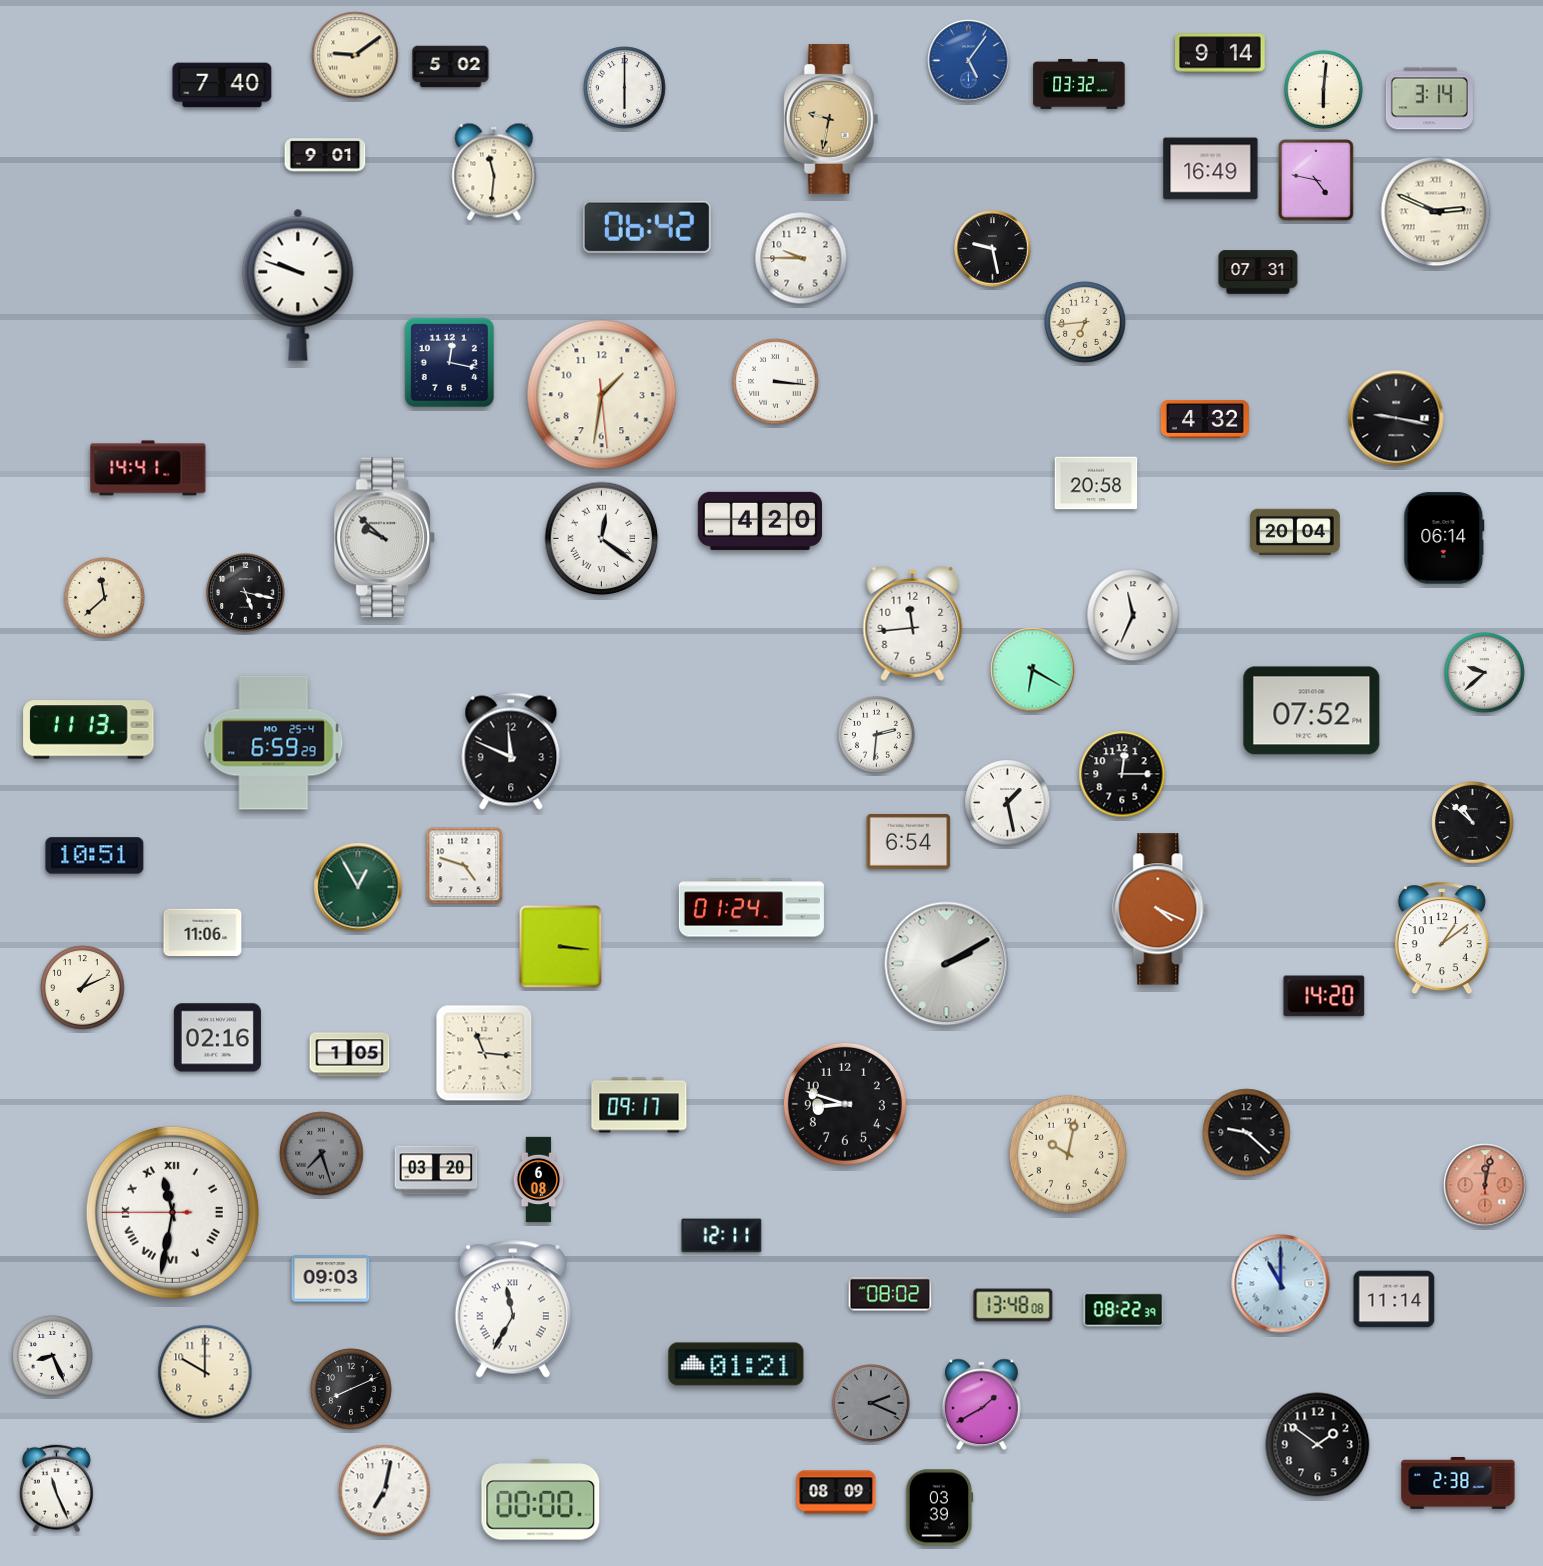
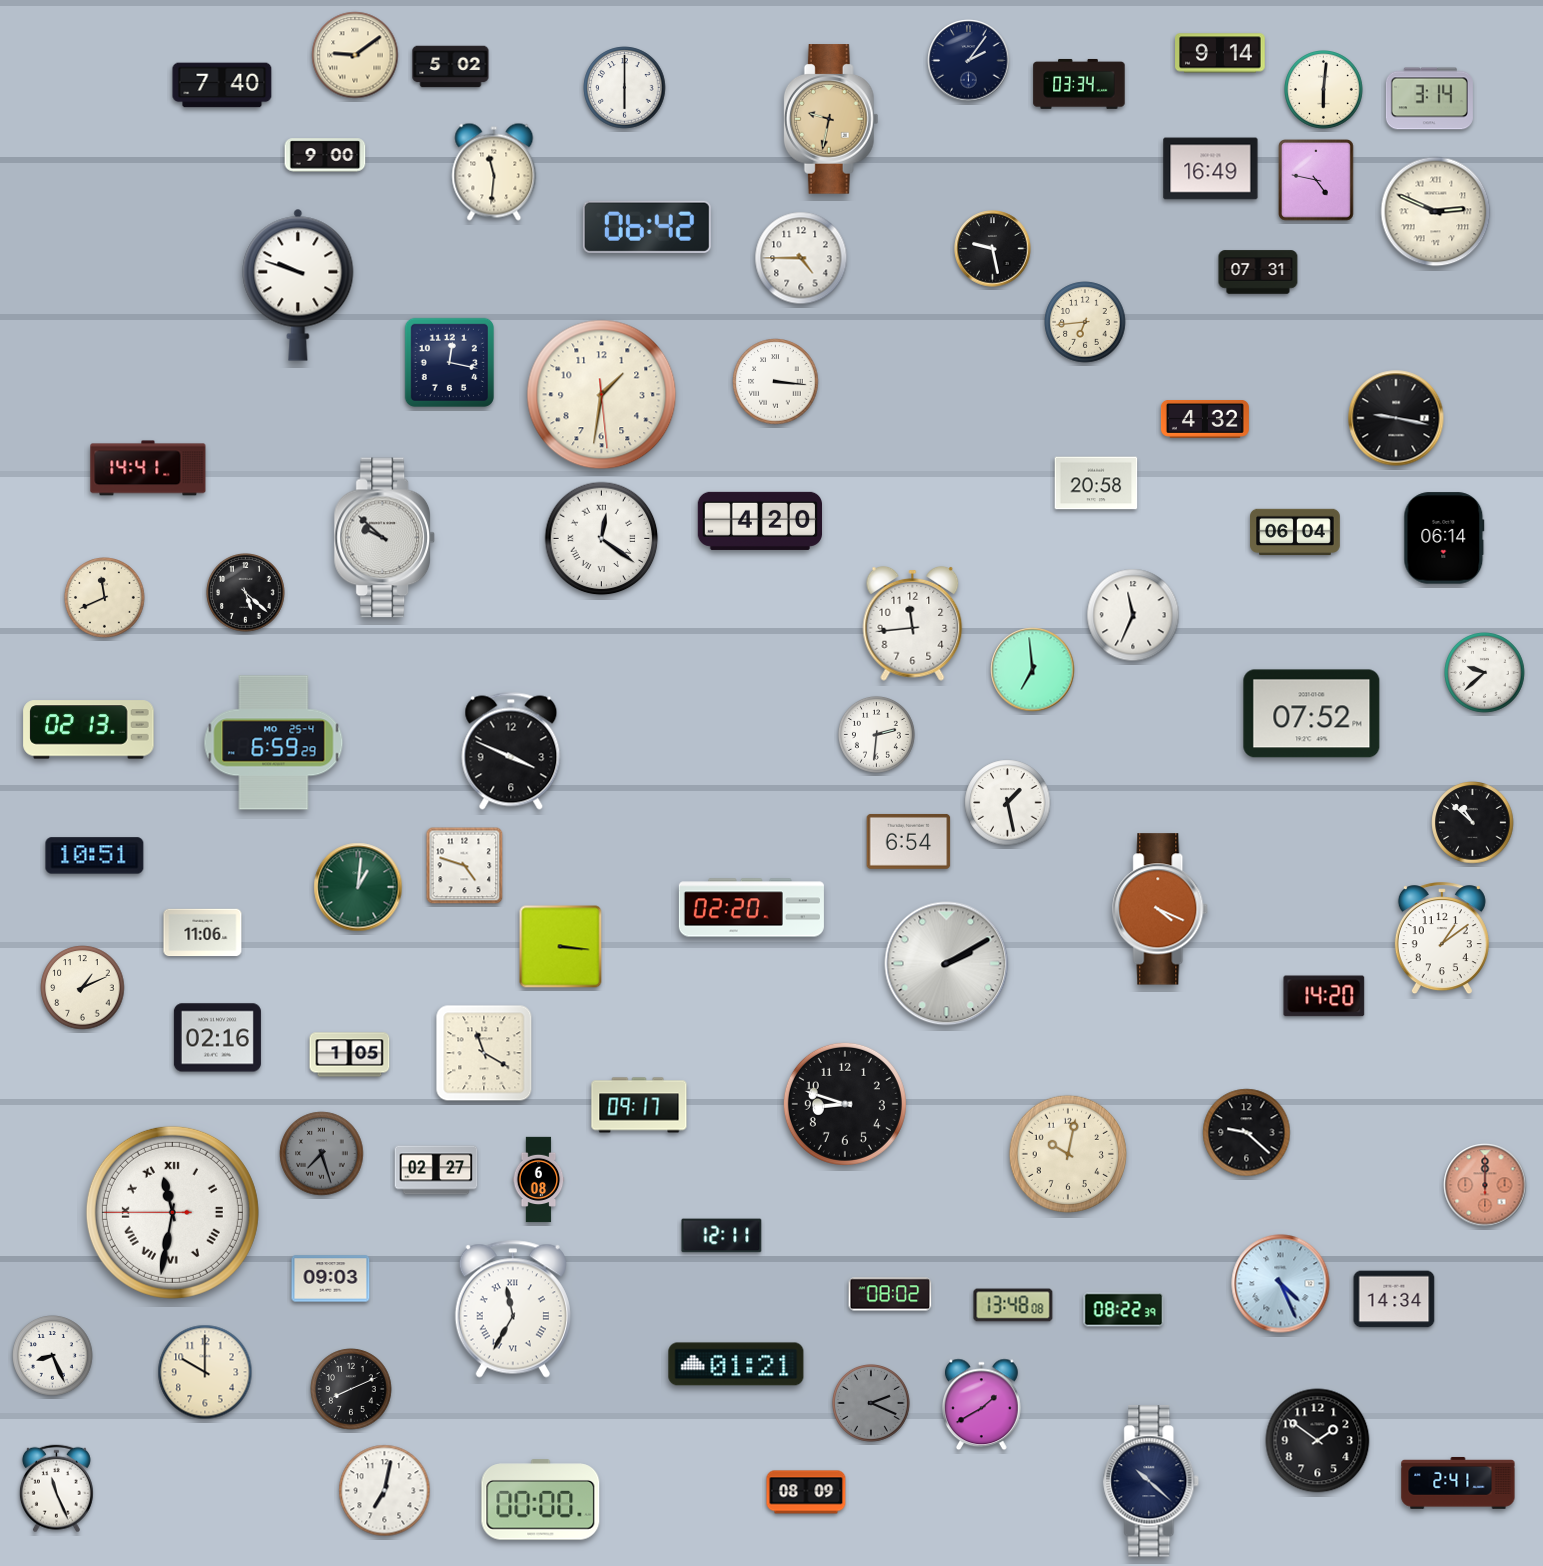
clock at (969, 61): 5:06 -> 2:06
clock at (969, 61) dial: blue -> navy
clock at (1079, 84): 03:32 -> 03:34
clock at (325, 155): 9:01 -> 9:00
clock at (801, 258): 9:45 -> 4:45
clock at (1295, 532): 20:04 -> 06:04
clock at (246, 593): 5:17 -> 5:22
clock at (105, 598): 11:38 -> 11:41
clock at (1033, 670): 6:20 -> 6:59
clock at (1312, 711) position: (1312, 711) -> (1312, 714)
clock at (89, 730): 11:13 -> 02:13
clock at (511, 751): 11:49 -> 3:49
clock at (1122, 774): 12:15 -> none
clock at (358, 887): 12:55 -> 1:01
clock at (751, 908): 01:24 -> 02:20
clock at (484, 1053): 11:16 -> 11:20
clock at (436, 1170): 03:20 -> 02:27
clock at (1485, 1185): 12:02 -> 12:00
clock at (1281, 1284): 11:00 -> 4:26
clock at (1394, 1299): 11:14 -> 14:34
clock at (1318, 1445) position: (1318, 1445) -> (1318, 1441)
clock at (1152, 1481): none -> 10:22
clock at (1458, 1483): 2:38 -> 2:41
clock at (836, 1492) position: (836, 1492) -> (806, 1492)
clock at (939, 1508): 03:39 -> none
